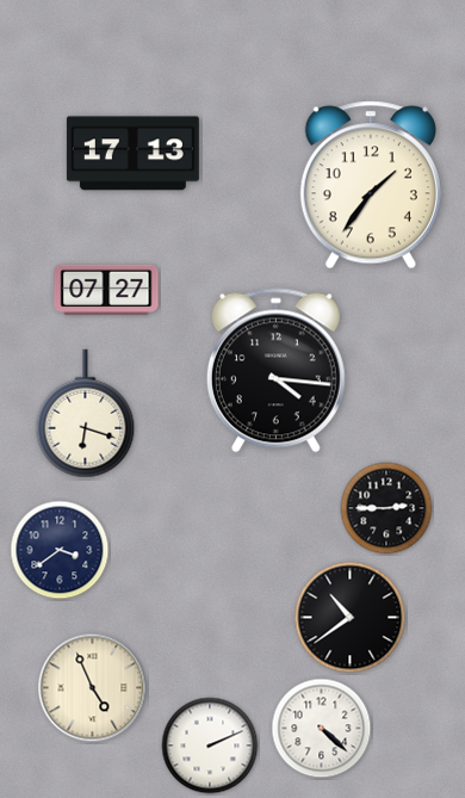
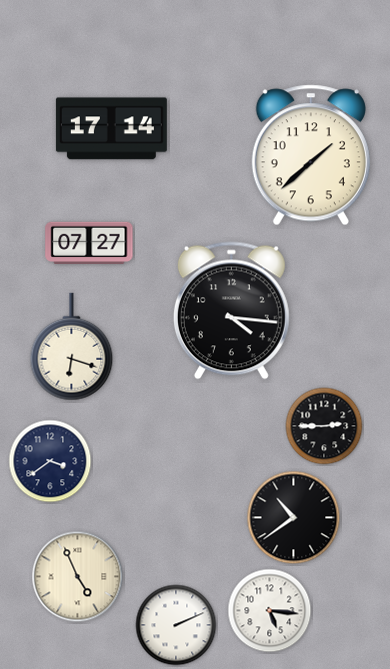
clock at (132, 154): 17:13 -> 17:14
clock at (371, 185): 1:36 -> 1:38
clock at (322, 729): 4:22 -> 5:16
